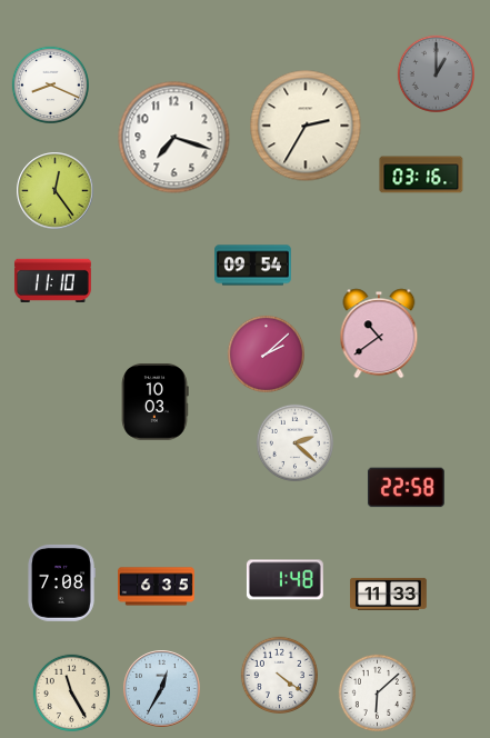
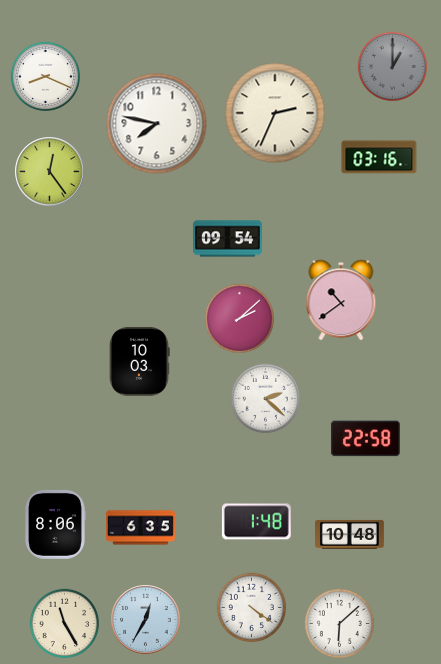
clock at (306, 126): 2:35 -> 2:34
clock at (174, 138): 7:18 -> 7:47
clock at (52, 280): 11:10 -> none
clock at (62, 582): 7:08 -> 8:06
clock at (389, 594): 11:33 -> 10:48
